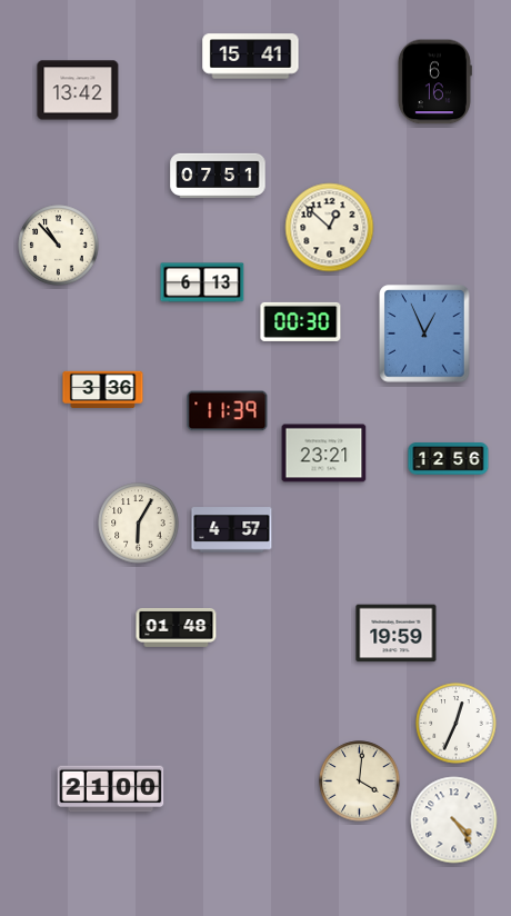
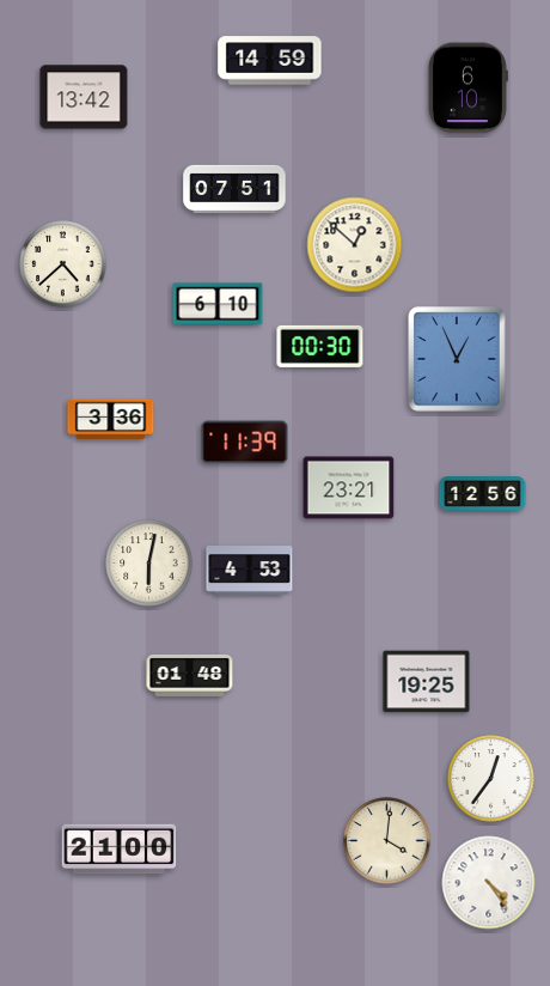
clock at (251, 57): 15:41 -> 14:59
clock at (434, 82): 6:16 -> 6:10
clock at (59, 246): 10:53 -> 4:38
clock at (202, 282): 6:13 -> 6:10
clock at (301, 321) position: (301, 321) -> (320, 346)
clock at (139, 524): 6:05 -> 6:02
clock at (232, 530): 4:57 -> 4:53
clock at (397, 634): 19:59 -> 19:25
clock at (457, 724): 12:34 -> 12:36
